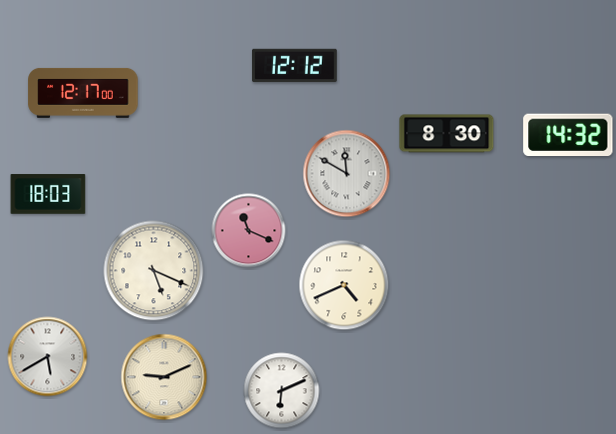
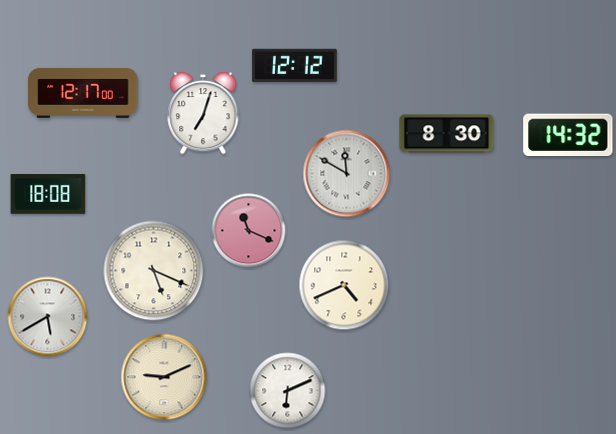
clock at (203, 114): none -> 7:03
clock at (48, 194): 18:03 -> 18:08
clock at (48, 357) position: (48, 357) -> (48, 317)
clock at (282, 391) position: (282, 391) -> (288, 391)
